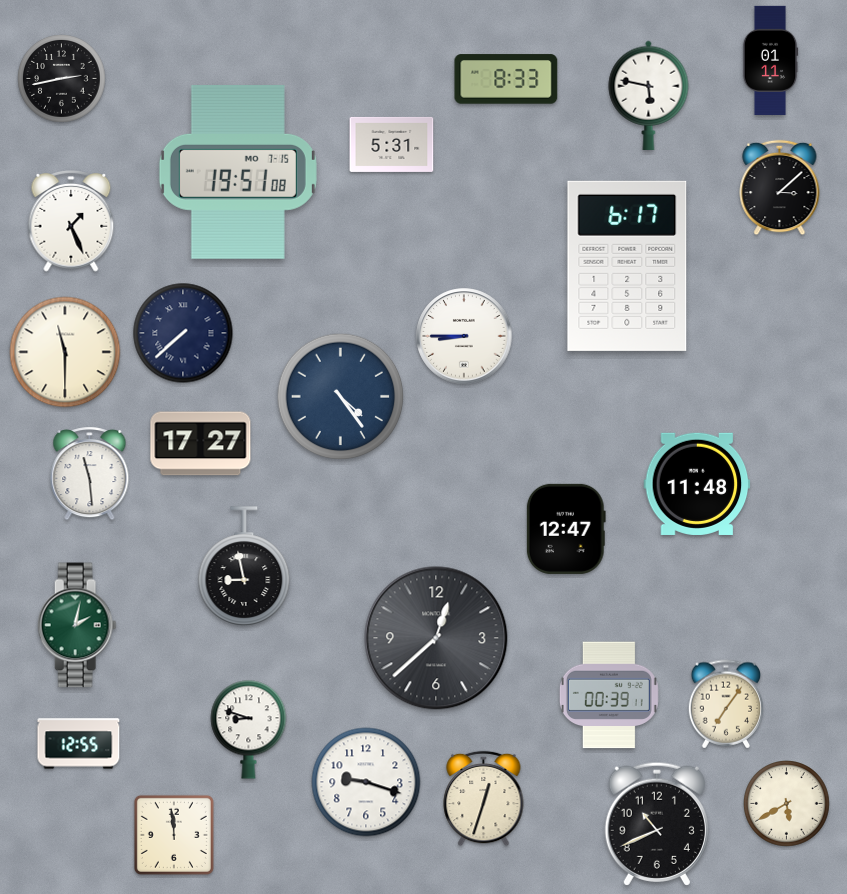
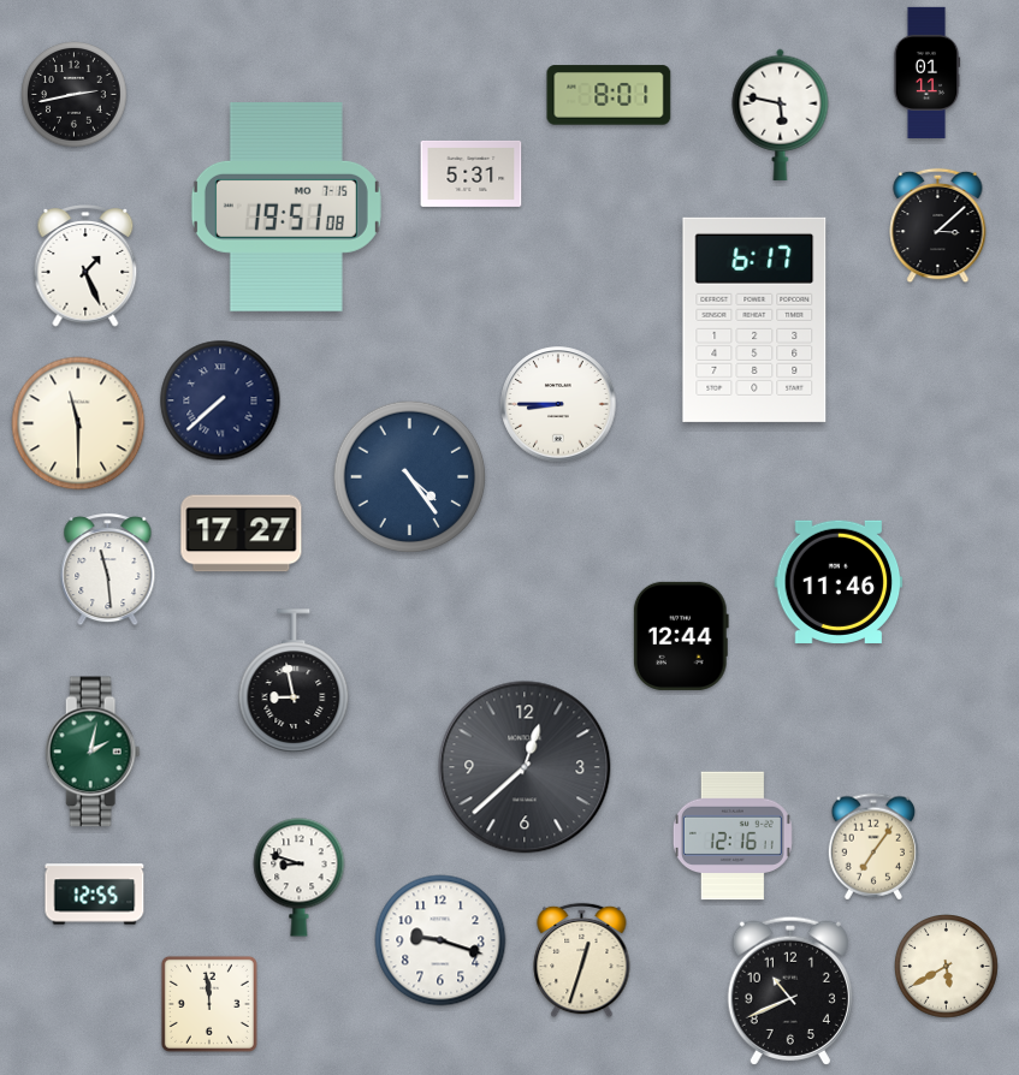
clock at (506, 79): 8:33 -> 8:01
clock at (697, 484): 11:48 -> 11:46
clock at (566, 529): 12:47 -> 12:44
clock at (609, 695): 00:39 -> 12:16
